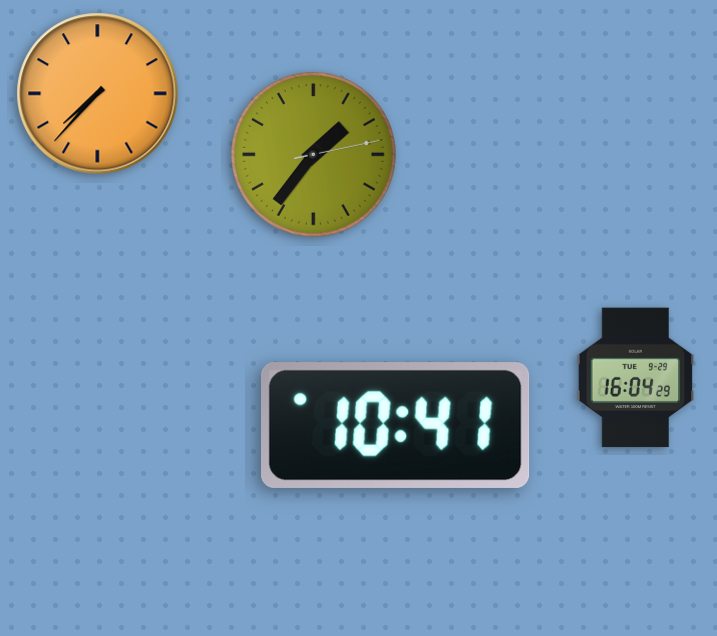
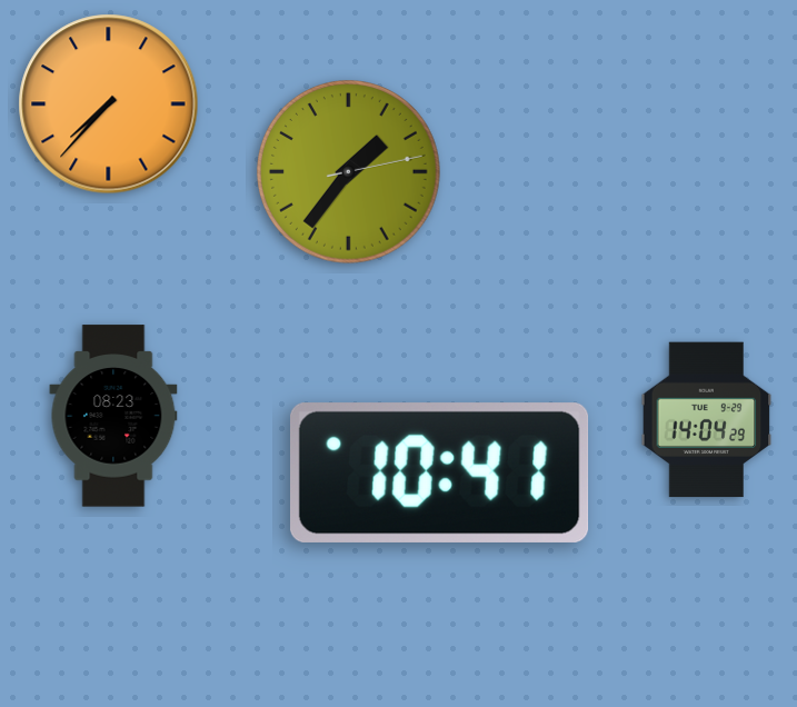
clock at (113, 416): none -> 08:23
clock at (636, 378): 16:04 -> 14:04
